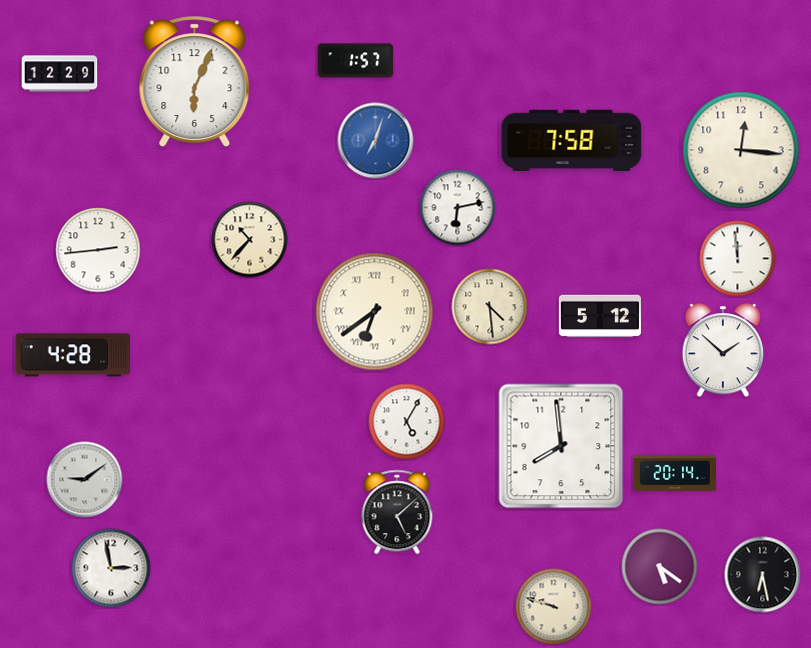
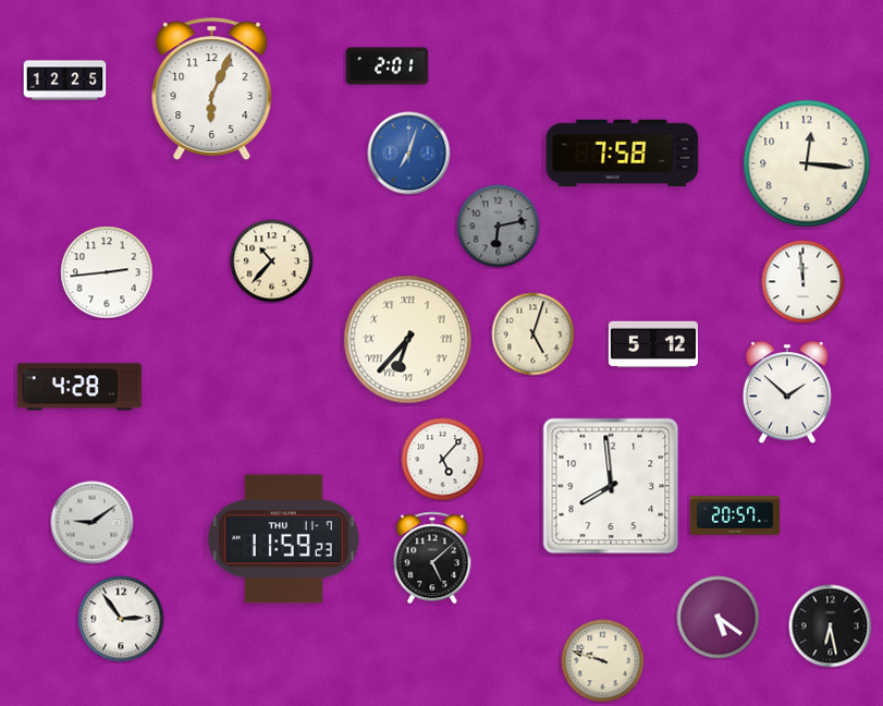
clock at (356, 61): 1:57 -> 2:01
clock at (60, 74): 12:29 -> 12:25
clock at (458, 208) dial: white -> grey
clock at (490, 307): 4:29 -> 5:03
clock at (375, 312): 6:39 -> 6:37
clock at (722, 351) position: (722, 351) -> (786, 393)
clock at (407, 422): 5:05 -> 5:07
clock at (675, 473): 20:14 -> 20:57
clock at (284, 539): none -> 11:59
clock at (111, 568): 2:58 -> 2:54
